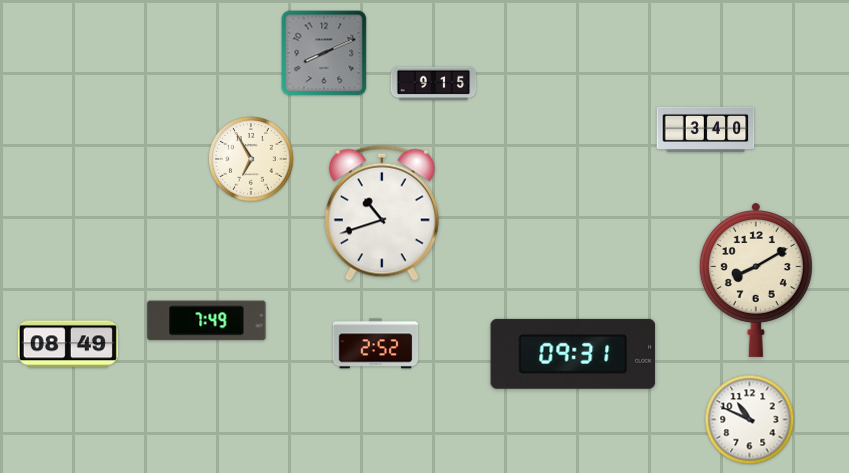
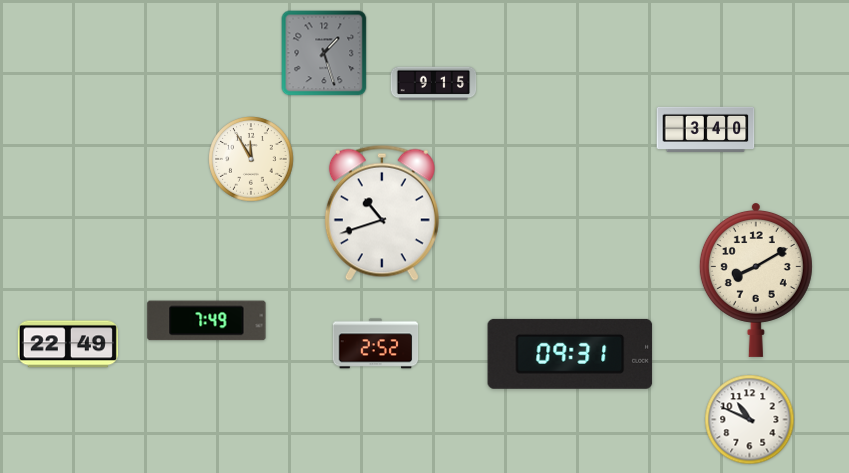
clock at (324, 53): 8:11 -> 1:27
clock at (251, 159): 6:55 -> 11:55
clock at (68, 344): 08:49 -> 22:49
clock at (573, 354) position: (573, 354) -> (570, 354)
